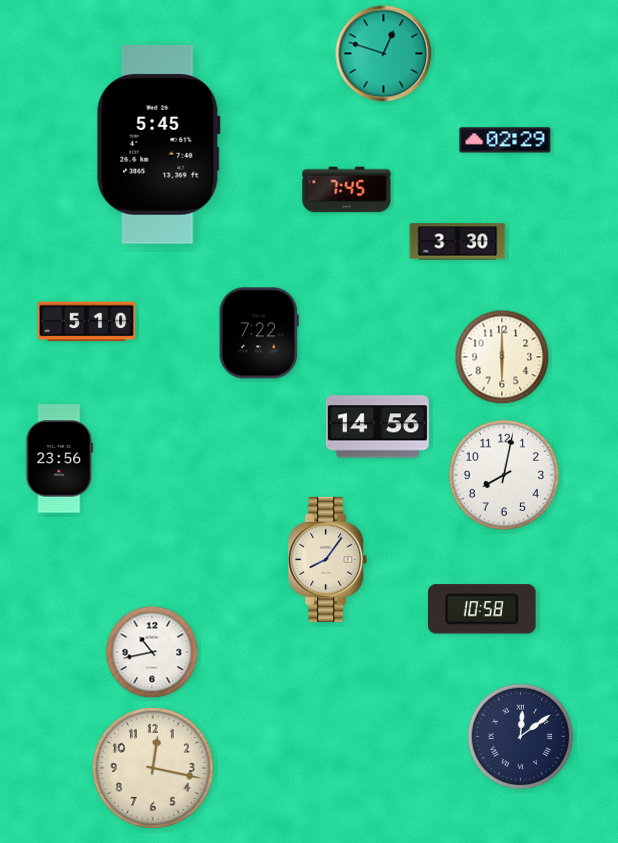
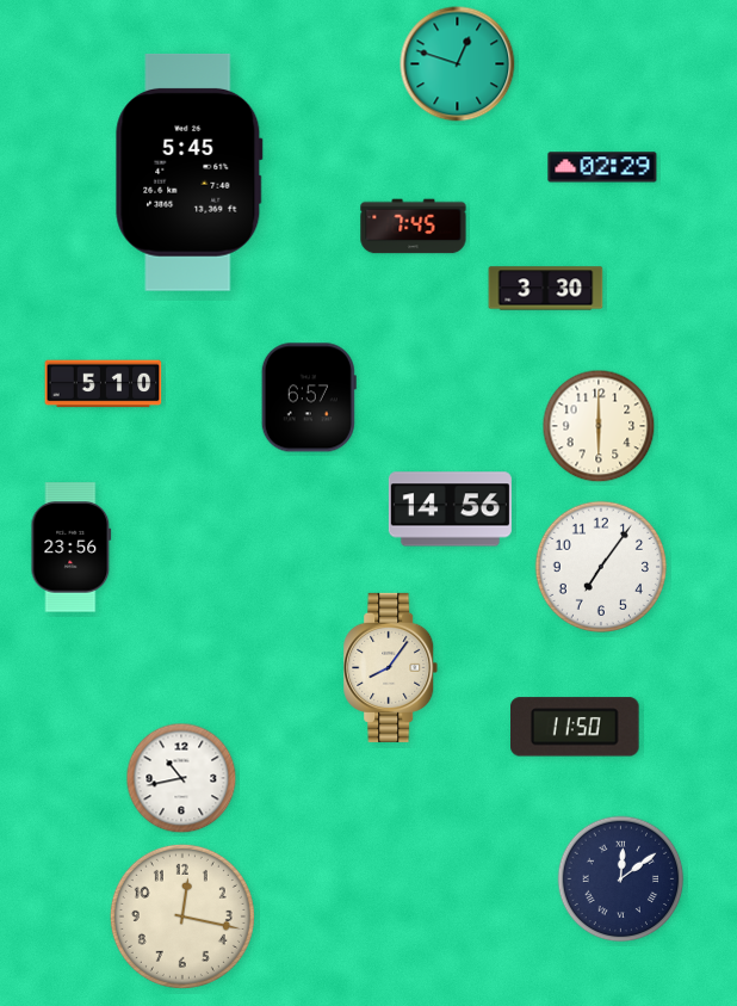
clock at (259, 333): 7:22 -> 6:57
clock at (503, 474): 8:02 -> 7:06
clock at (482, 609): 10:58 -> 11:50
